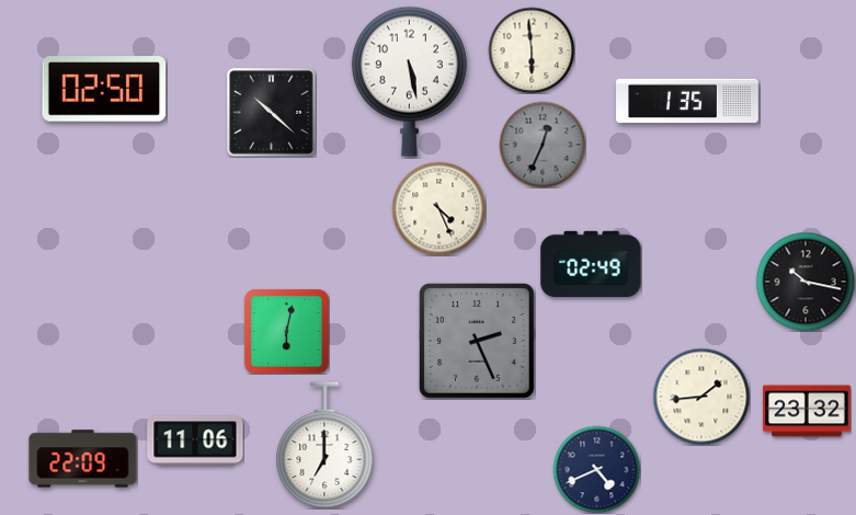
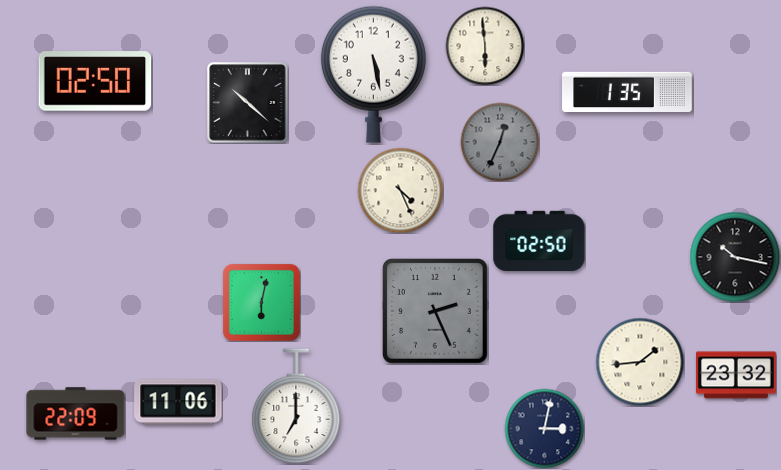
clock at (543, 145) position: (543, 145) -> (500, 142)
clock at (591, 263): 02:49 -> 02:50
clock at (83, 459) position: (83, 459) -> (76, 414)
clock at (596, 469): 4:41 -> 3:02
